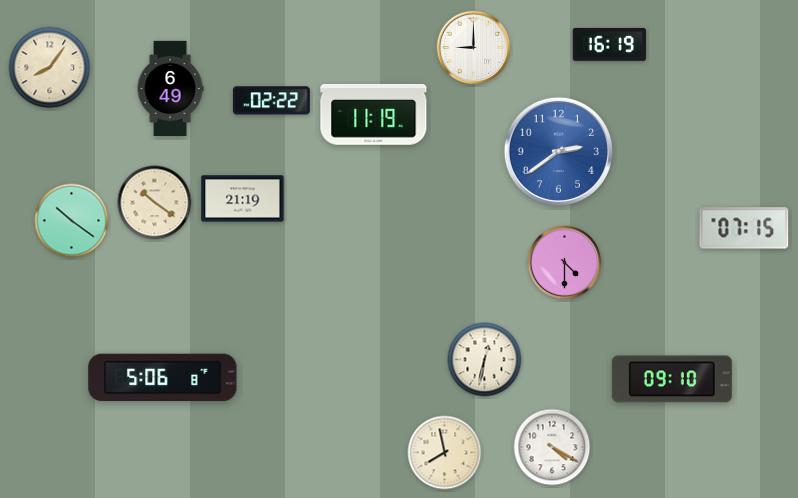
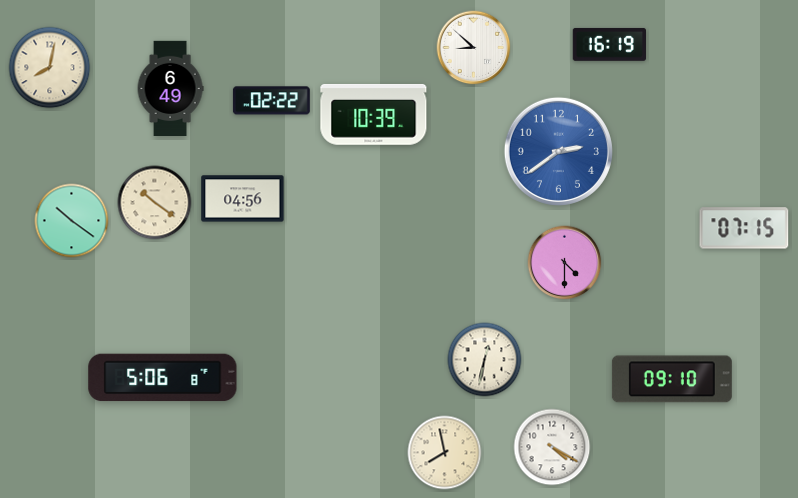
clock at (474, 48): 9:00 -> 8:52
clock at (50, 68): 8:06 -> 8:02
clock at (374, 114): 11:19 -> 10:39
clock at (243, 199): 21:19 -> 04:56
